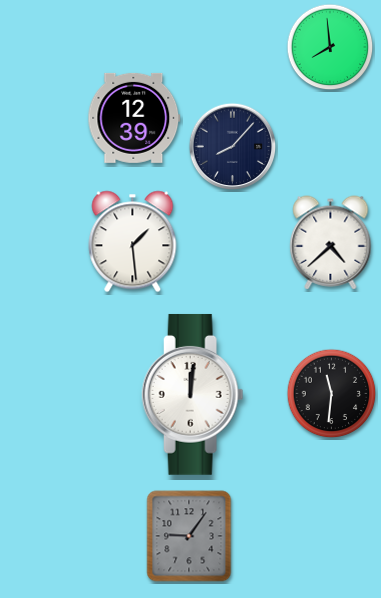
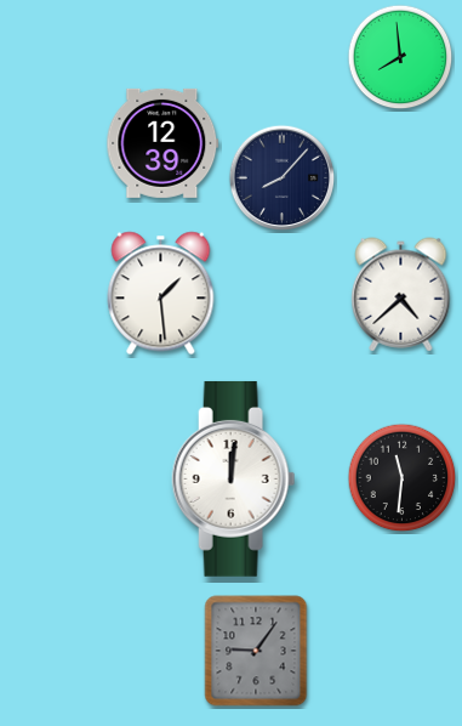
clock at (189, 536) position: (189, 536) -> (256, 651)
